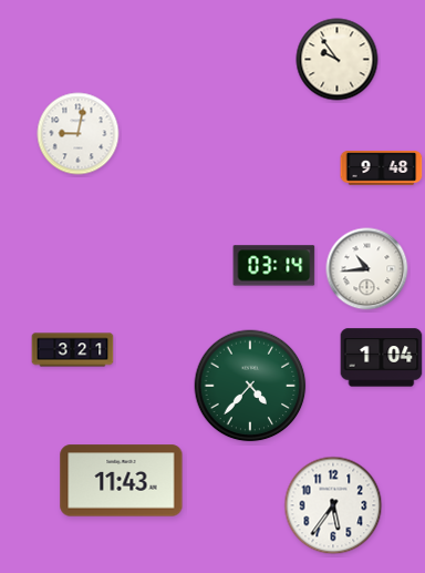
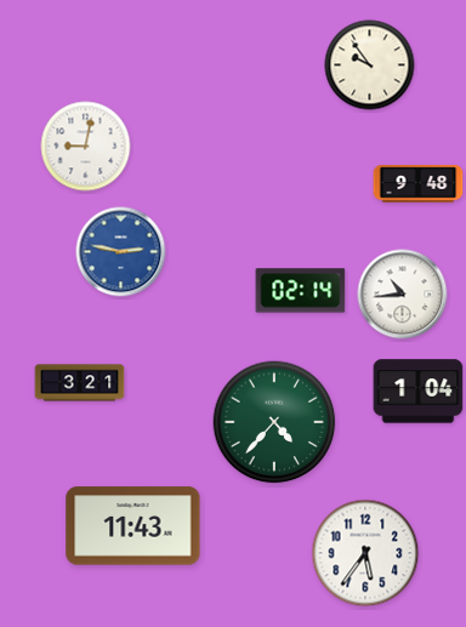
clock at (121, 252): none -> 2:47
clock at (274, 266): 03:14 -> 02:14
